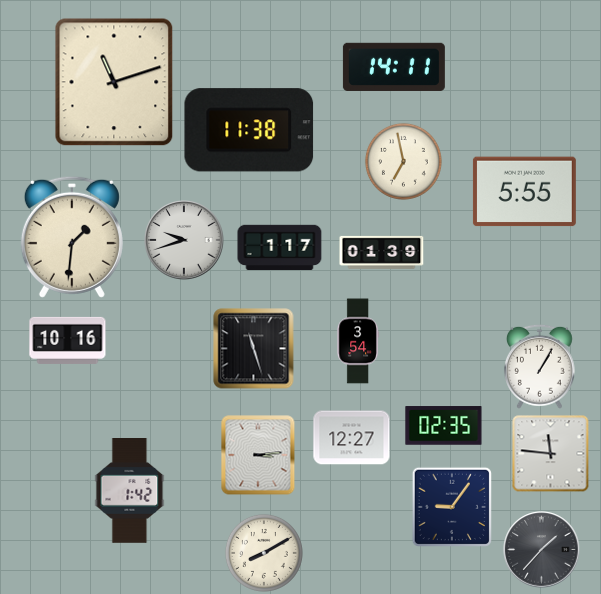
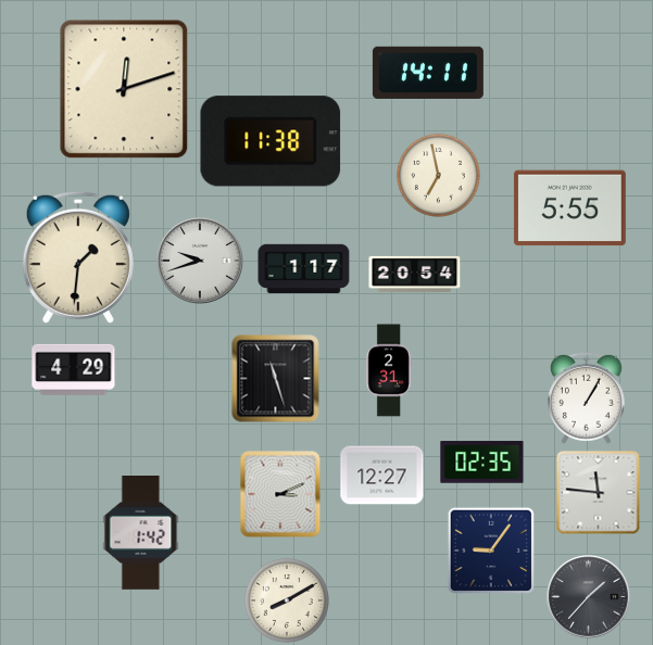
clock at (114, 82): 11:12 -> 12:12
clock at (382, 252): 01:39 -> 20:54
clock at (68, 340): 10:16 -> 4:29
clock at (358, 341): 3:54 -> 2:31
clock at (258, 455): 3:14 -> 3:11
